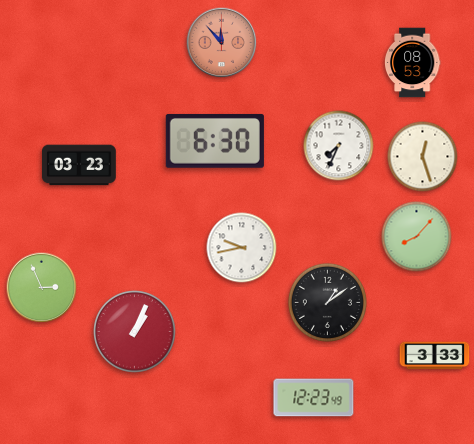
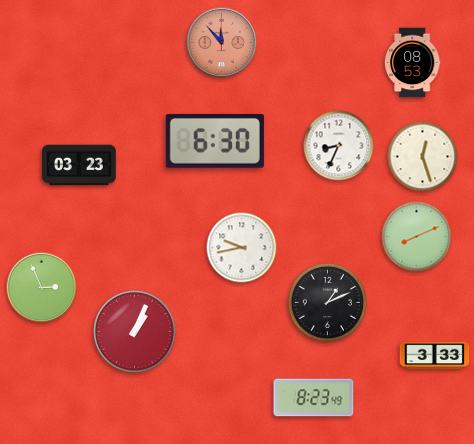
clock at (339, 146): 7:34 -> 8:34
clock at (417, 237): 8:07 -> 8:11
clock at (327, 302): 1:09 -> 1:11
clock at (314, 398): 12:23 -> 8:23
